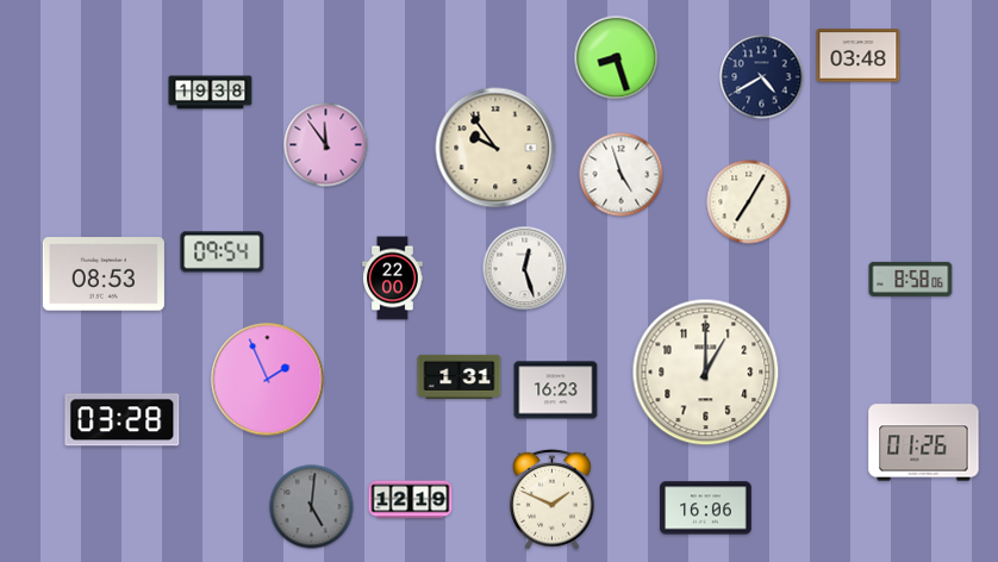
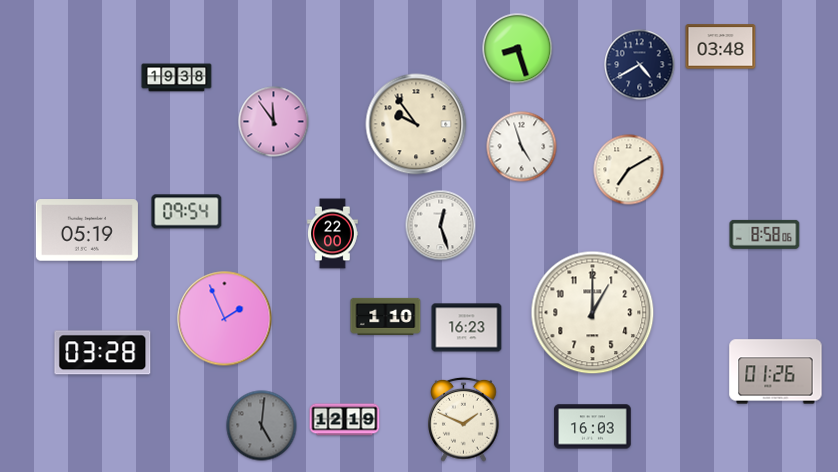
clock at (749, 202): 7:05 -> 7:10
clock at (104, 274): 08:53 -> 05:19
clock at (393, 279) position: (393, 279) -> (333, 234)
clock at (460, 376): 1:31 -> 1:10
clock at (706, 508): 16:06 -> 16:03
